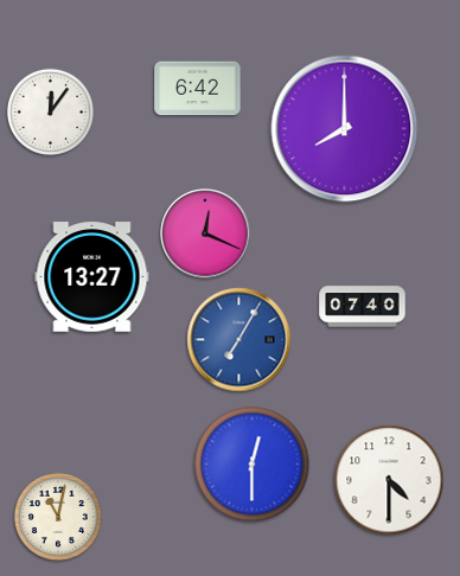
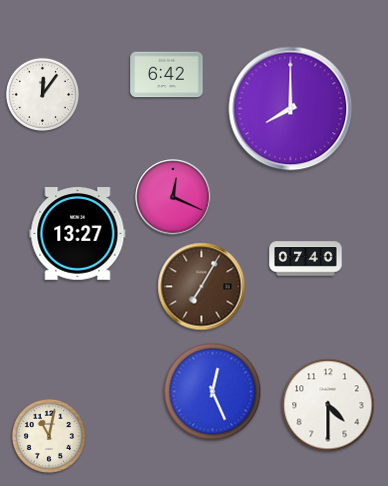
clock at (239, 340) dial: blue -> brown
clock at (253, 465): 12:30 -> 12:26
